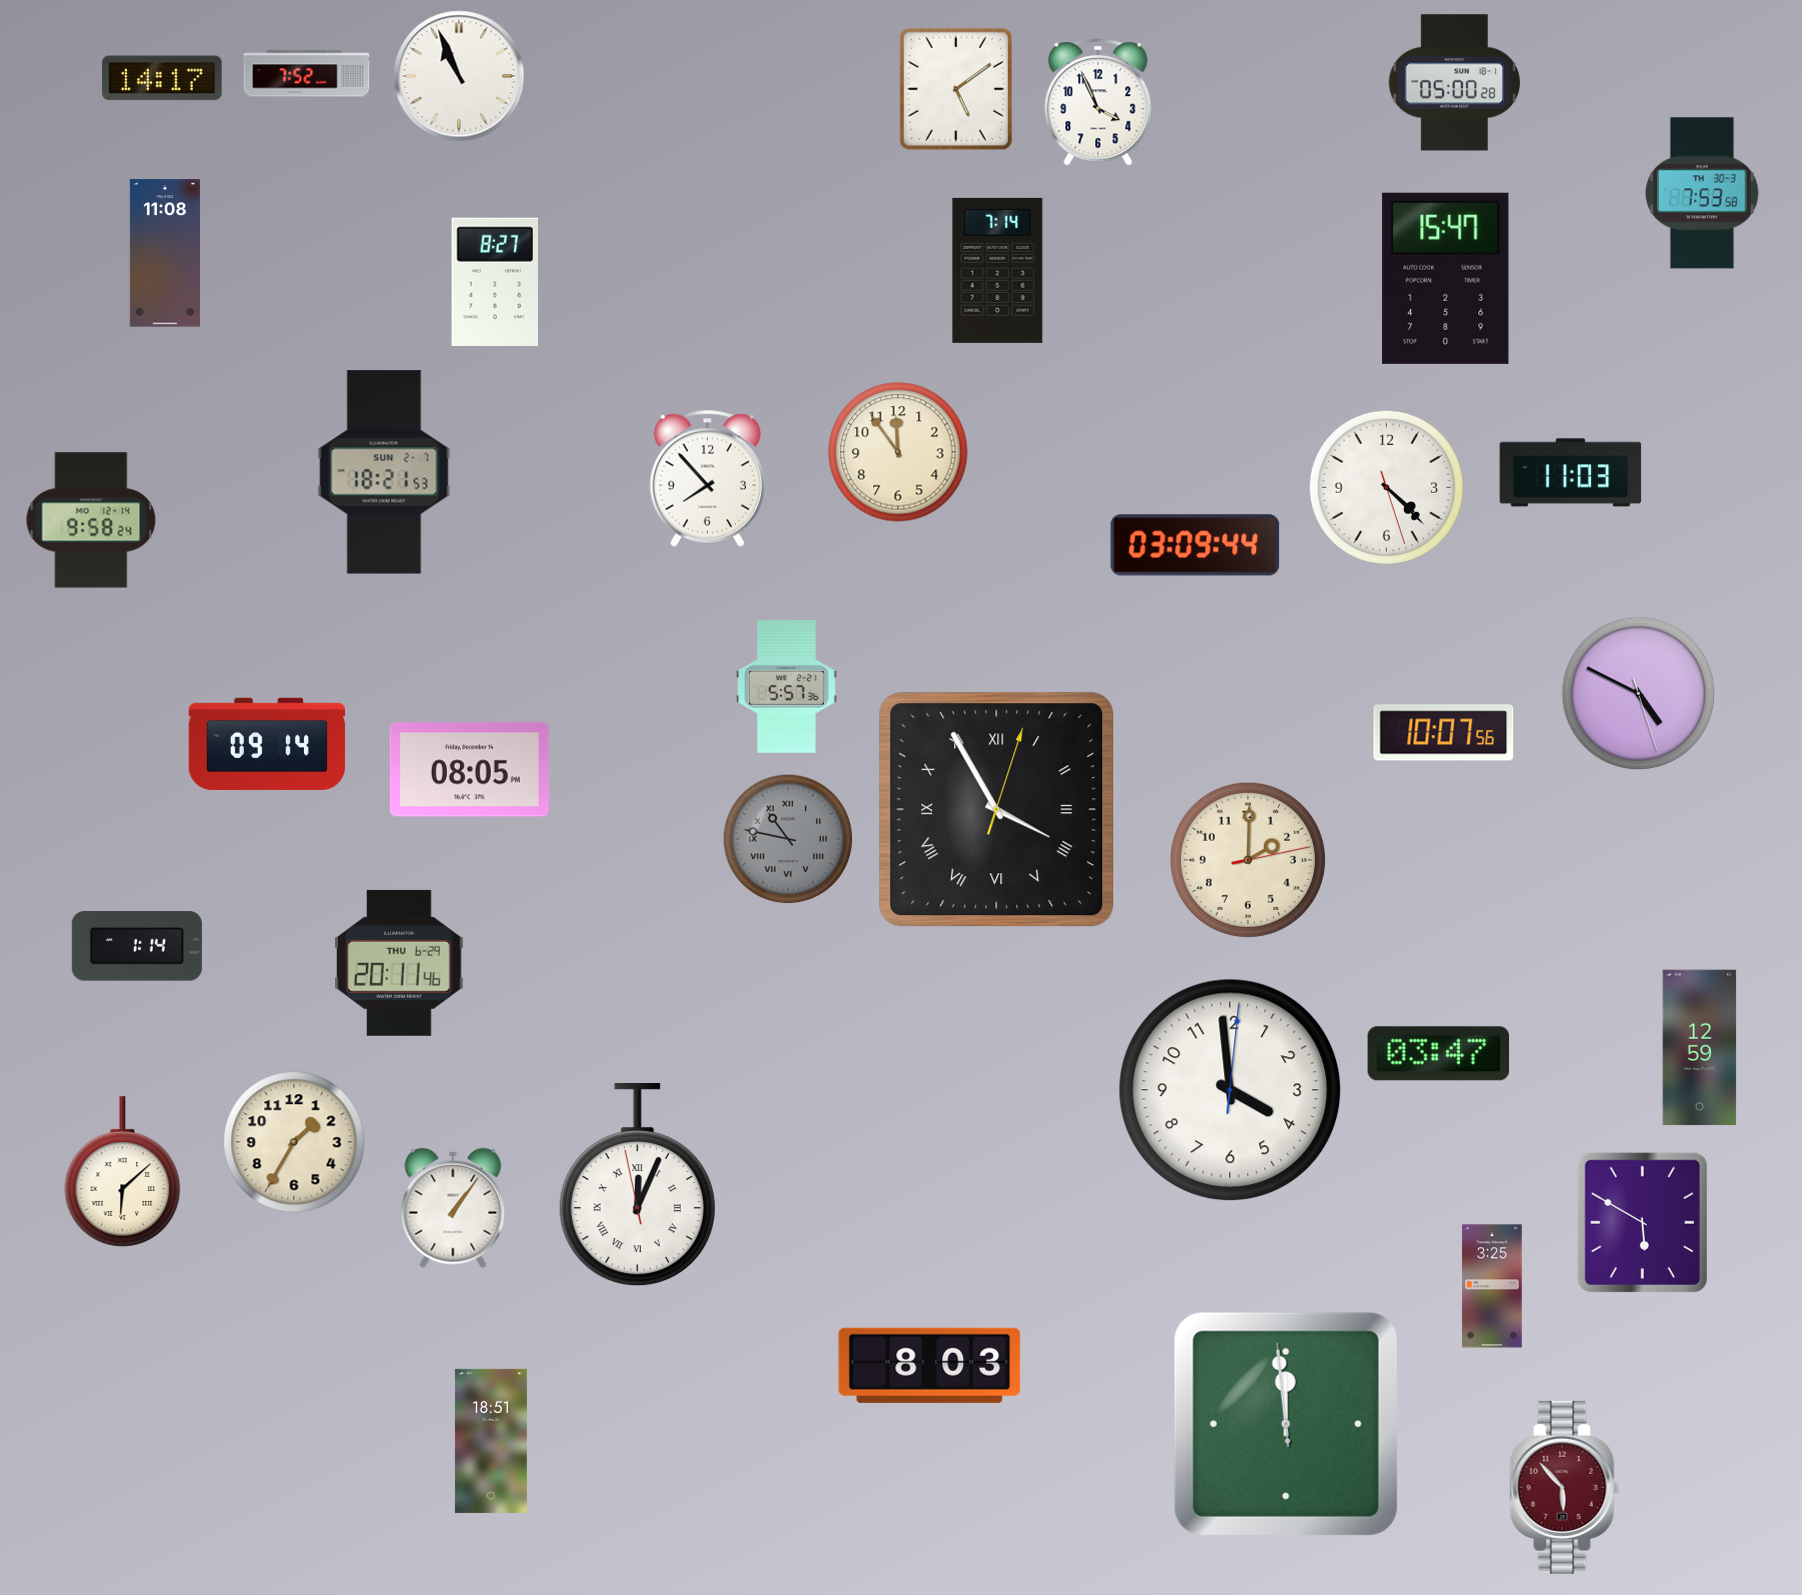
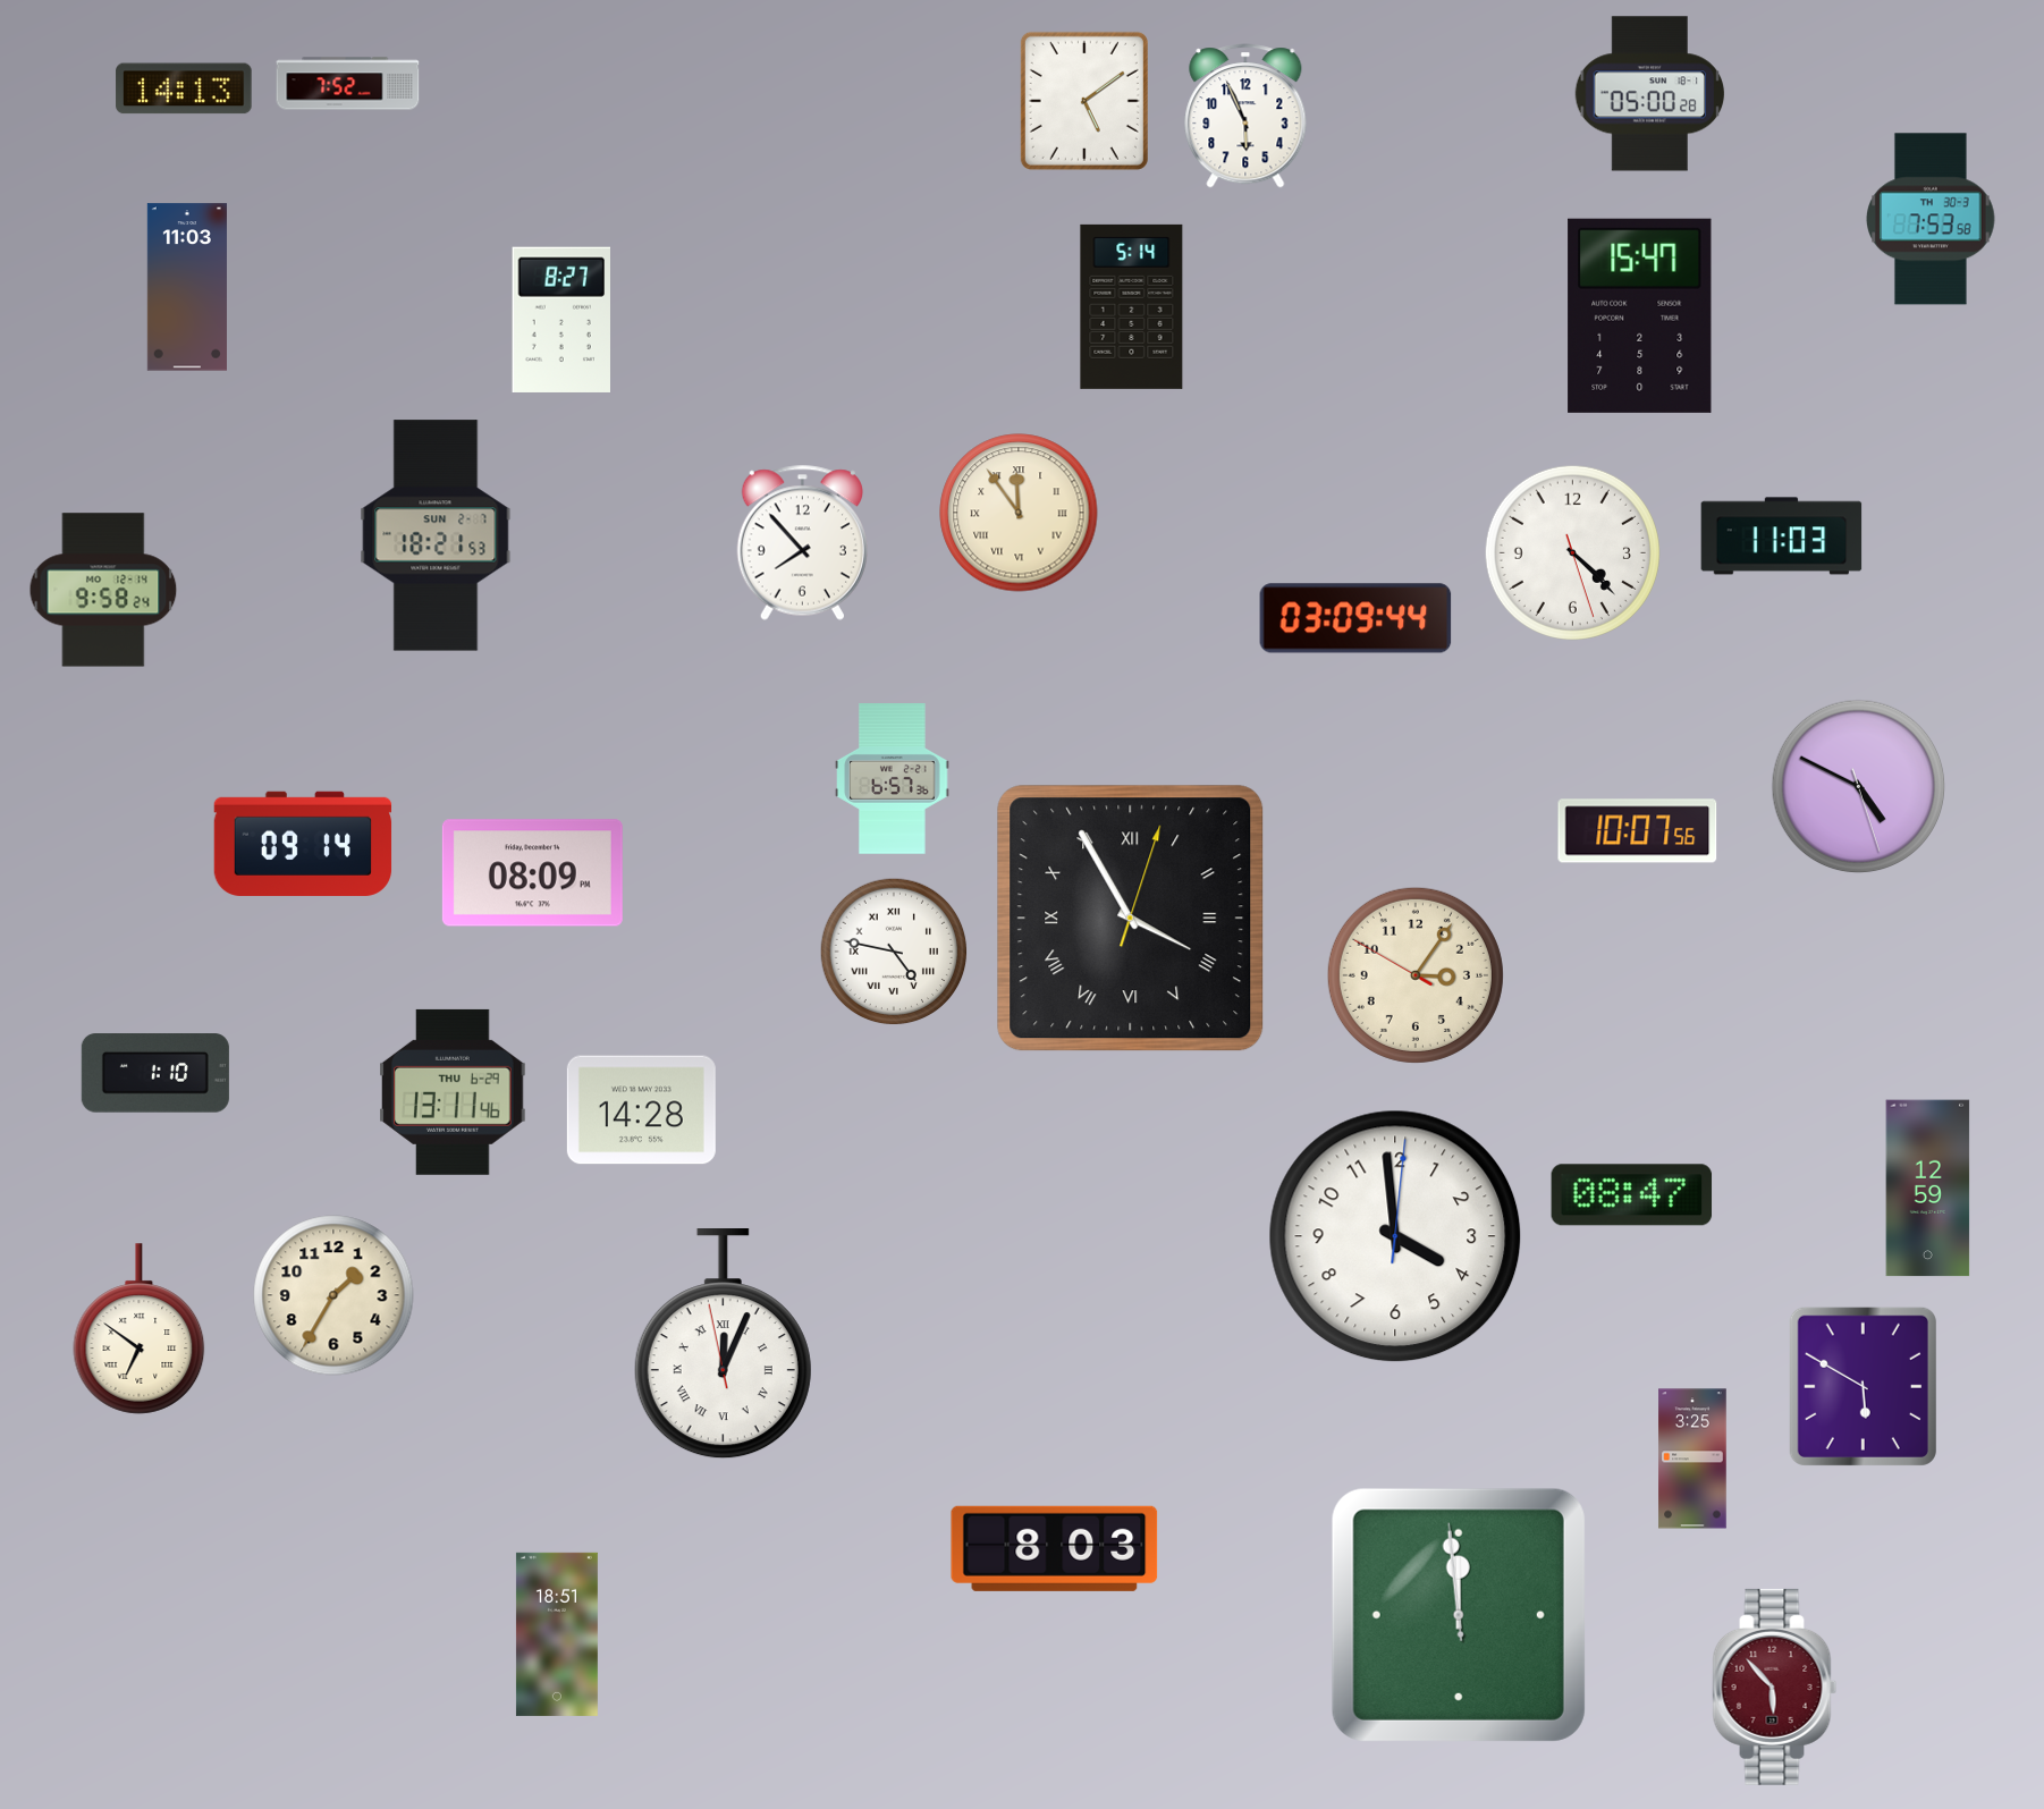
clock at (459, 76): 10:56 -> none
clock at (162, 78): 14:17 -> 14:13
clock at (1098, 102): 3:56 -> 5:56
clock at (165, 253): 11:08 -> 11:03
clock at (998, 270): 7:14 -> 5:14
clock at (898, 452) numerals: Arabic -> Roman
clock at (787, 687): 5:57 -> 6:57
clock at (469, 770): 08:05 -> 08:09
clock at (788, 839): 10:47 -> 4:47
clock at (788, 839) dial: grey -> white
clock at (1248, 860): 2:00 -> 3:05
clock at (137, 946): 1:14 -> 1:10
clock at (399, 963): 20:11 -> 13:11
clock at (641, 1110): none -> 14:28
clock at (1439, 1054): 03:47 -> 08:47
clock at (123, 1172): 6:08 -> 6:51
clock at (453, 1208): 1:06 -> none
